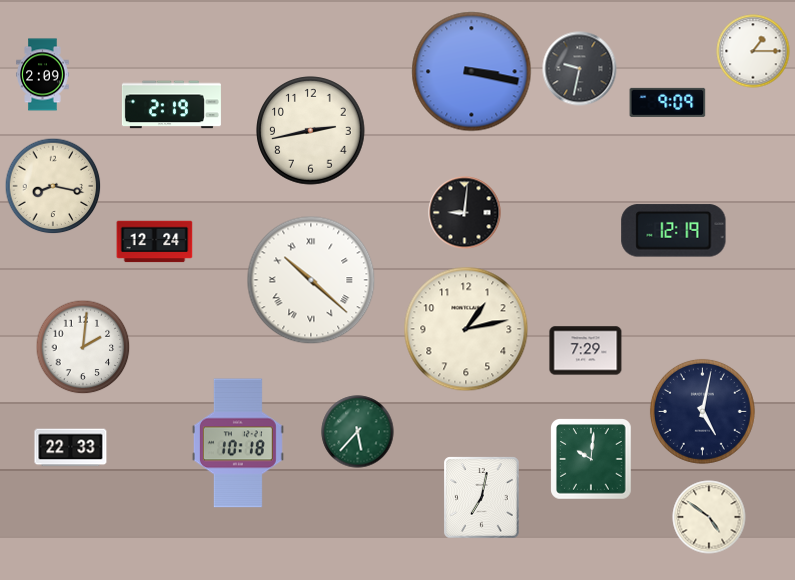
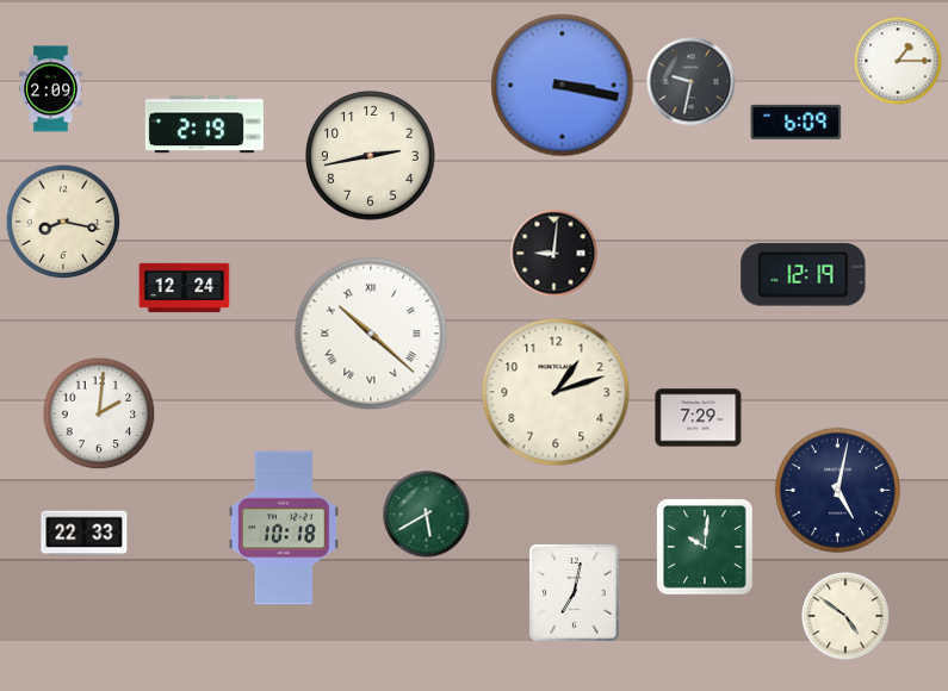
clock at (668, 102): 9:09 -> 6:09
clock at (466, 329): 1:13 -> 1:12
clock at (358, 432): 5:37 -> 5:40
